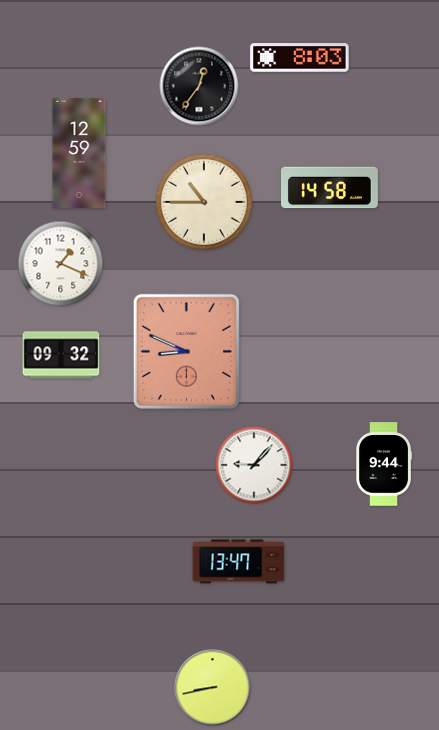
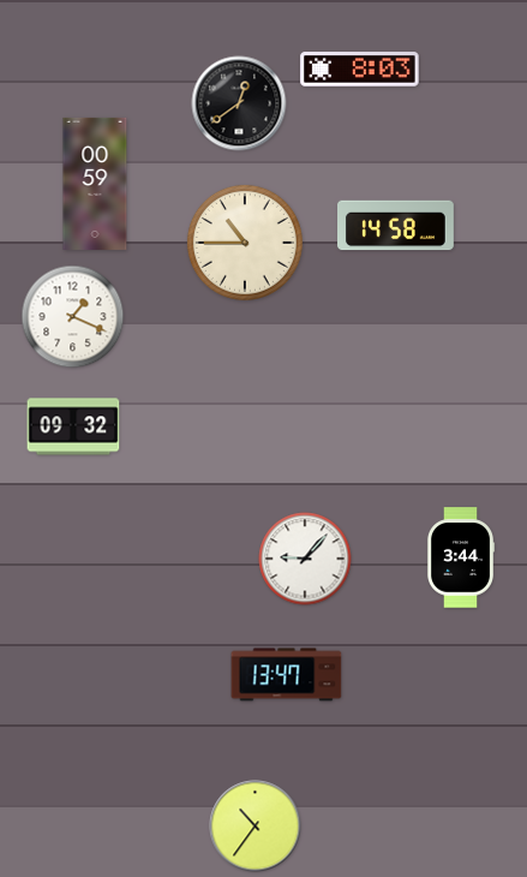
clock at (199, 86): 12:36 -> 12:39
clock at (79, 153): 12:59 -> 00:59
clock at (186, 351): 8:49 -> none
clock at (385, 464): 9:44 -> 3:44
clock at (213, 688): 8:43 -> 10:36
